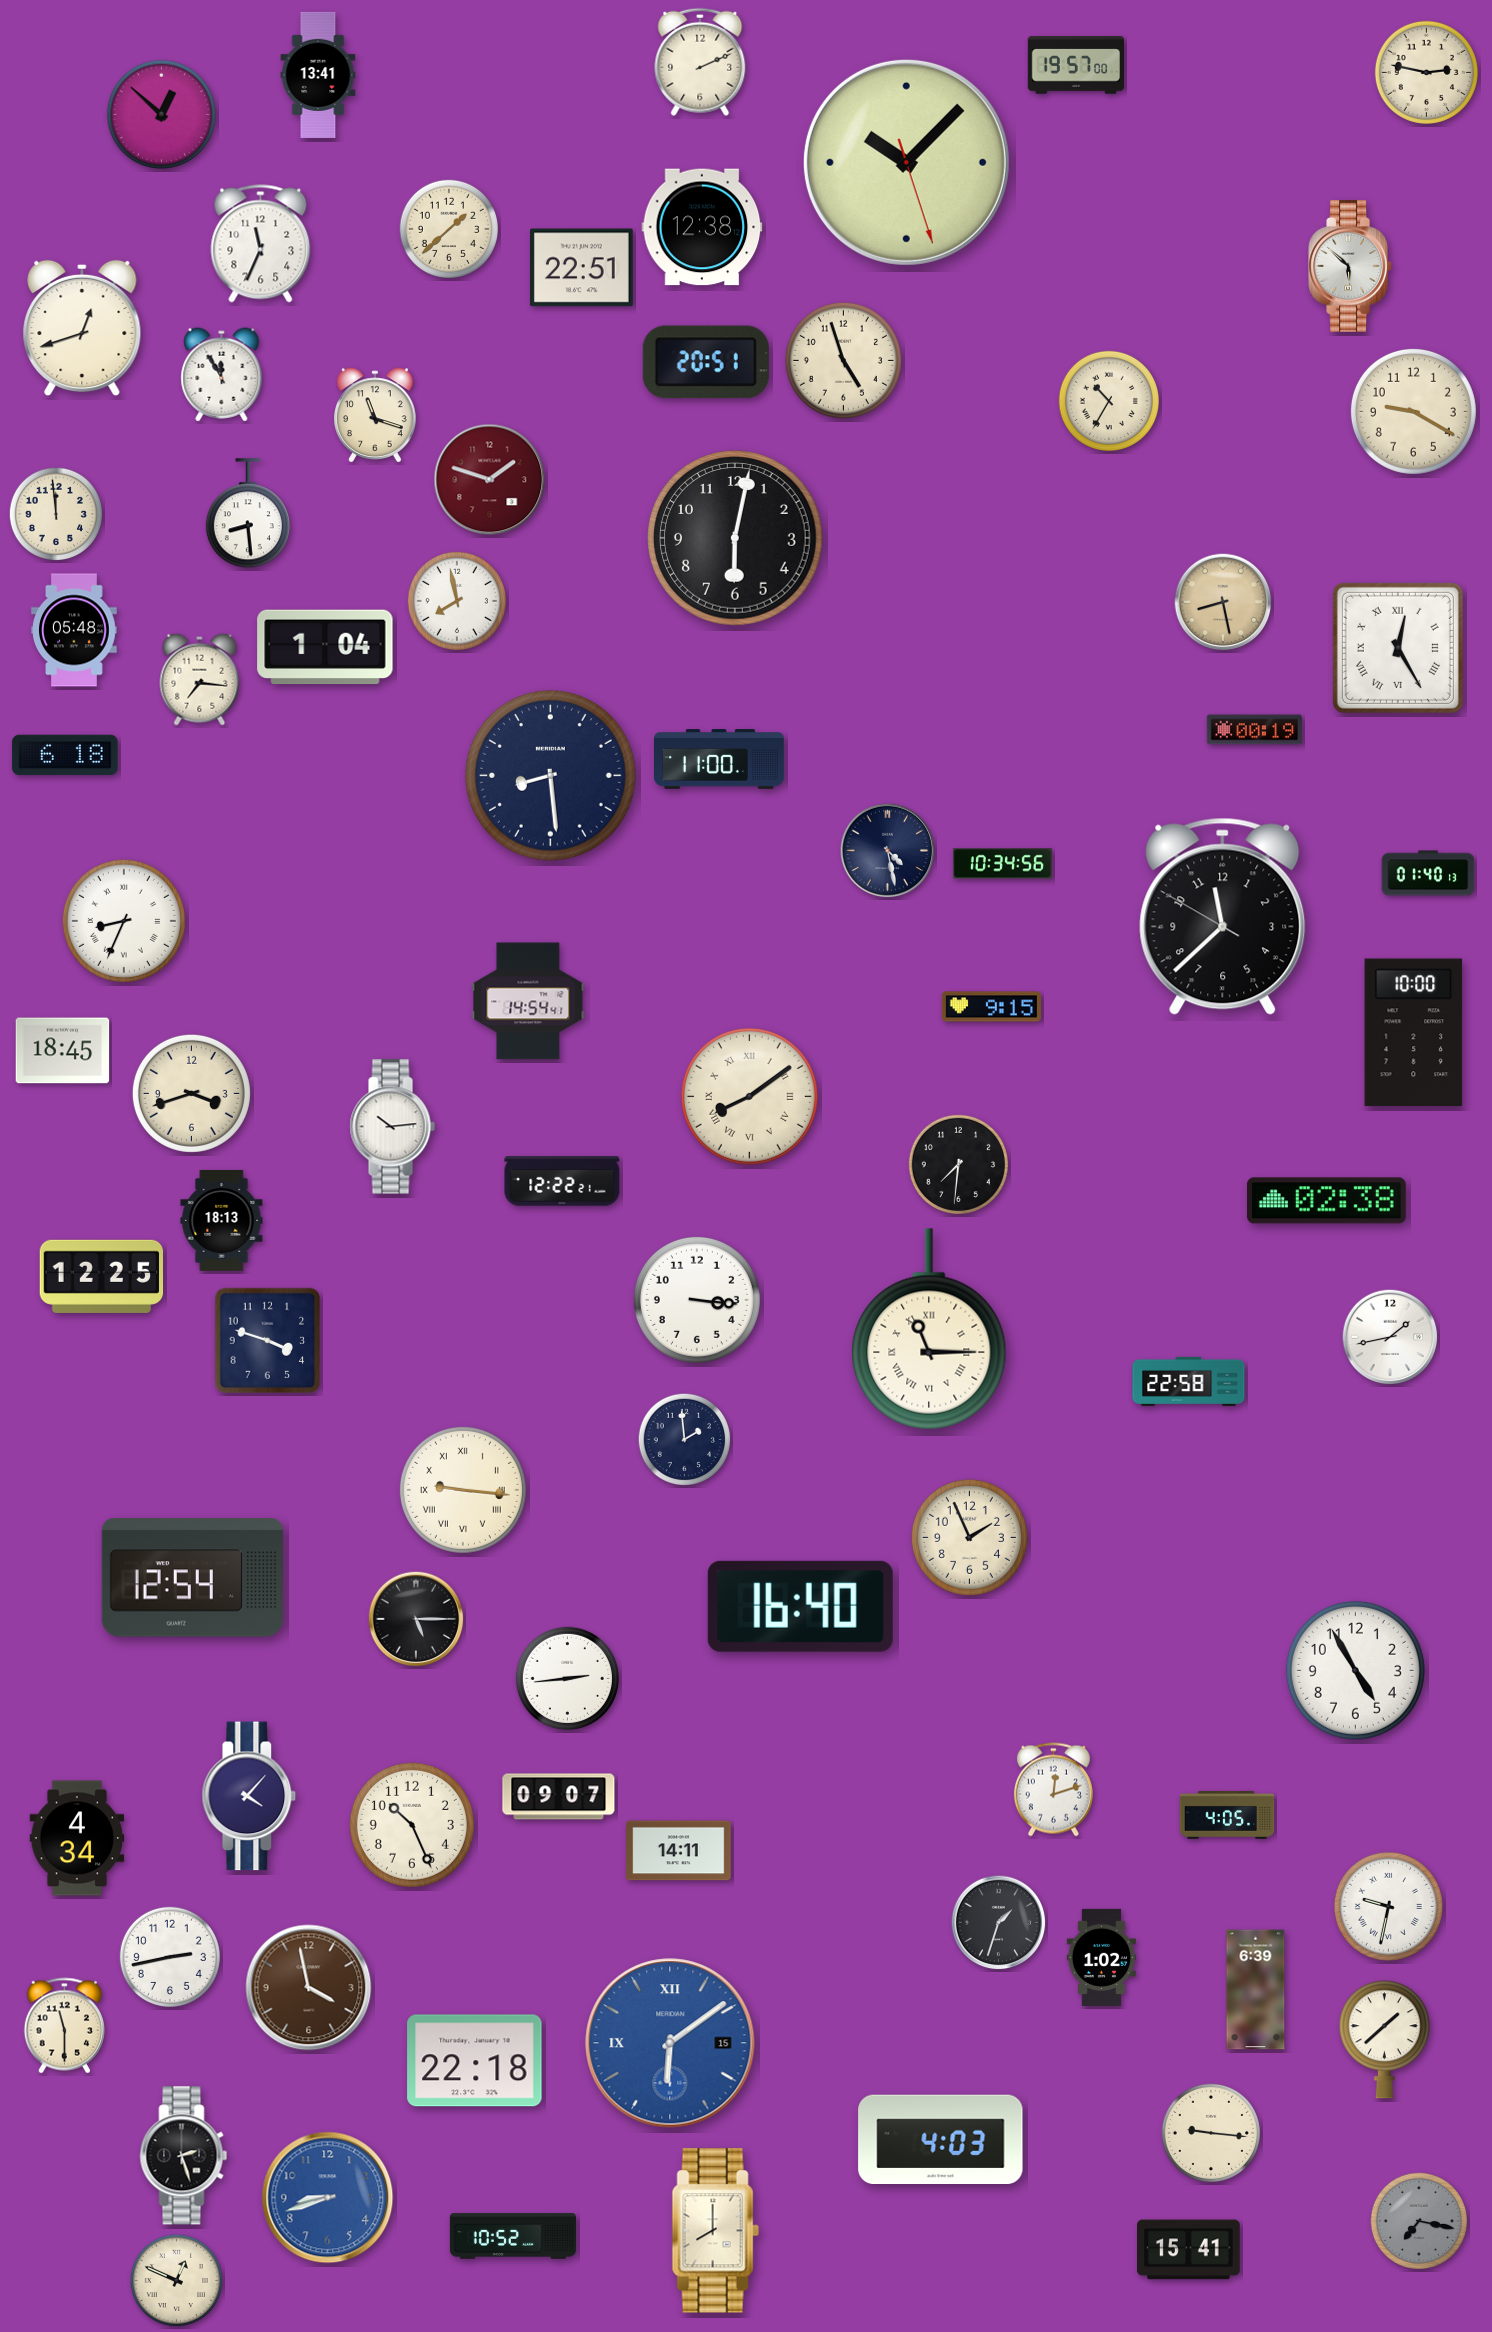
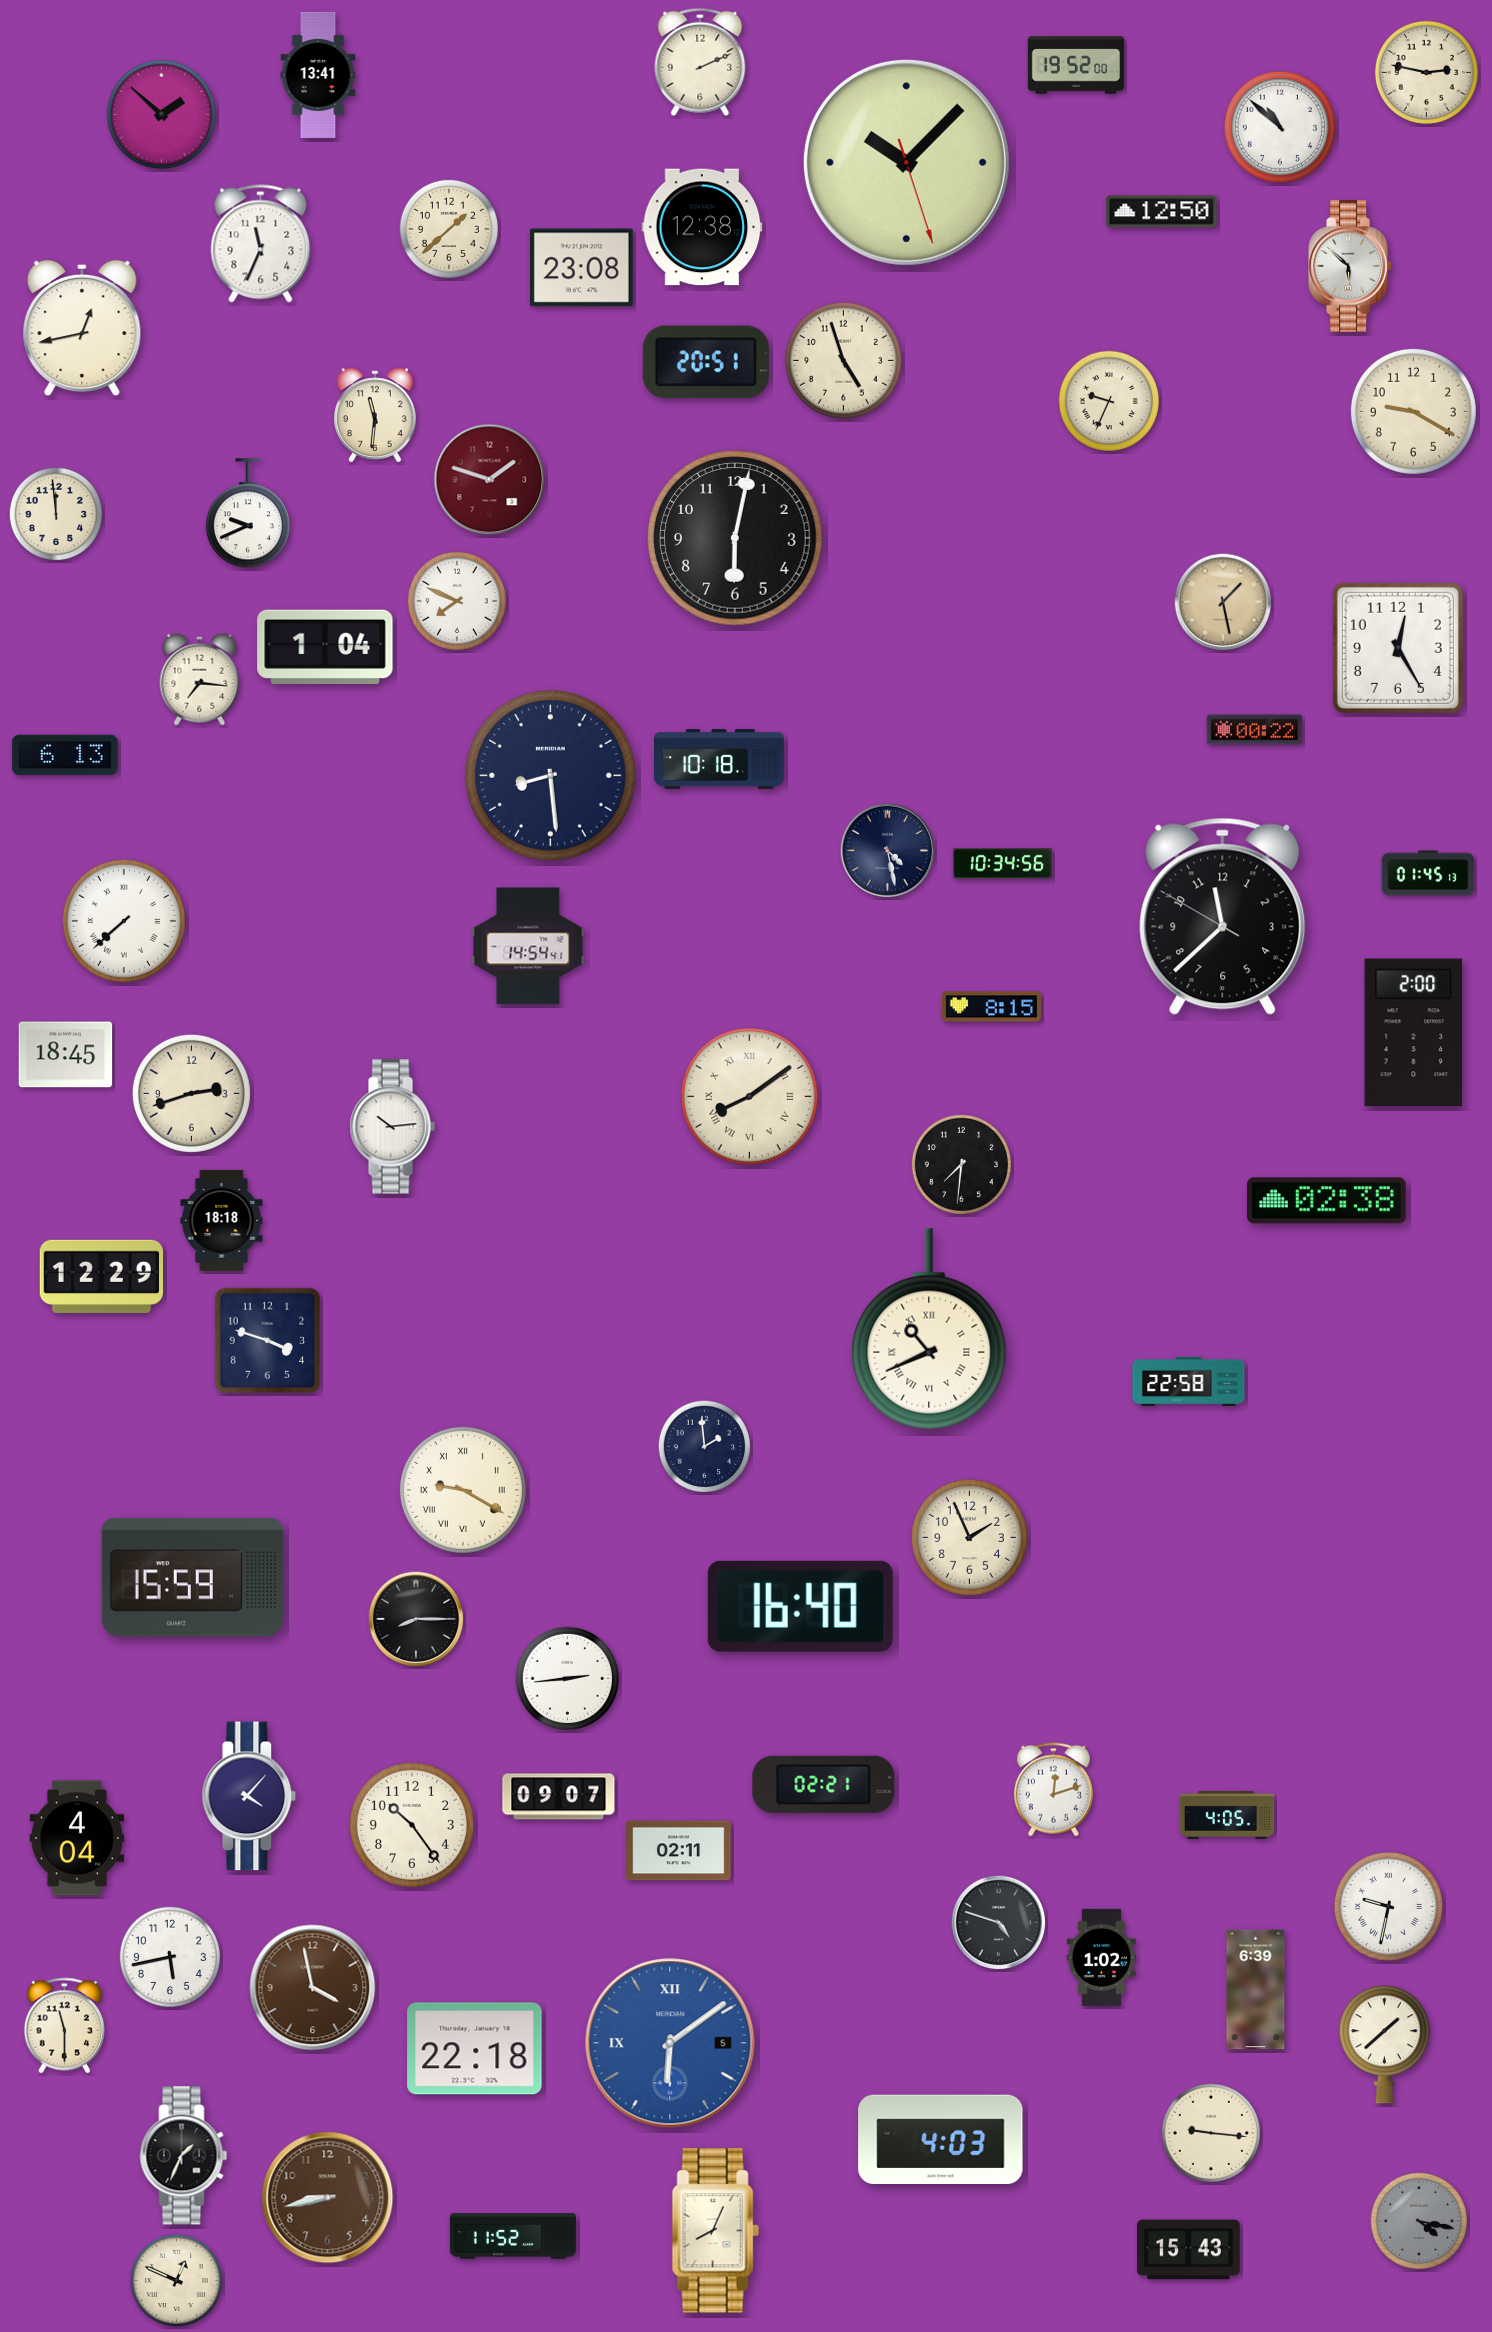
clock at (1076, 65): 19:57 -> 19:52
clock at (161, 114): 12:52 -> 1:52
clock at (1280, 127): none -> 10:52
clock at (1162, 212): none -> 12:50
clock at (582, 268): 22:51 -> 23:08
clock at (82, 328): 12:42 -> 12:43
clock at (222, 375): 11:55 -> none
clock at (1109, 401): 10:35 -> 9:34
clock at (375, 415): 11:18 -> 11:31
clock at (248, 514): 8:29 -> 9:41
clock at (457, 601): 7:58 -> 7:49
clock at (1223, 602): 8:28 -> 1:28
clock at (75, 630): 05:48 -> none
clock at (1398, 648) numerals: Roman -> Arabic
clock at (1255, 730): 00:19 -> 00:22
clock at (65, 755): 6:18 -> 6:13
clock at (720, 759): 11:00 -> 10:18
clock at (1428, 873): 01:40 -> 01:45
clock at (124, 921): 8:34 -> 7:38
clock at (528, 1001) position: (528, 1001) -> (528, 946)
clock at (991, 1007): 9:15 -> 8:15
clock at (1414, 1033): 10:00 -> 2:00
clock at (63, 1051) position: (63, 1051) -> (66, 1055)
clock at (191, 1093): 3:42 -> 2:42
clock at (958, 1164) position: (958, 1164) -> (961, 1164)
clock at (562, 1181): 12:22 -> none
clock at (222, 1220): 18:13 -> 18:18
clock at (101, 1276): 12:25 -> 12:29
clock at (697, 1300): 3:16 -> none
clock at (929, 1329): 11:15 -> 10:41
clock at (1390, 1337): 1:43 -> none
clock at (685, 1440) position: (685, 1440) -> (705, 1447)
clock at (463, 1490): 9:16 -> 9:20
clock at (192, 1578): 12:54 -> 15:59
clock at (416, 1619): 5:15 -> 8:15
clock at (1355, 1670): 4:55 -> none
clock at (824, 1784): none -> 02:21
clock at (412, 1825): 10:26 -> 10:24
clock at (77, 1838): 4:34 -> 4:04
clock at (679, 1851): 14:11 -> 02:11
clock at (999, 1923): 1:33 -> 4:48
clock at (170, 1957): 2:43 -> 5:43
clock at (309, 1988) position: (309, 1988) -> (313, 1988)
clock at (1384, 2040) position: (1384, 2040) -> (1384, 2045)
clock at (670, 2043) date: 15 -> 5
clock at (475, 2061) position: (475, 2061) -> (475, 2049)
clock at (184, 2156): 2:27 -> 1:34
clock at (328, 2198): 8:42 -> 8:43
clock at (328, 2198) dial: blue -> brown
clock at (1418, 2220): 7:17 -> 4:17
clock at (715, 2231): 8:00 -> 8:04
clock at (513, 2236): 10:52 -> 11:52
clock at (1189, 2250): 15:41 -> 15:43
